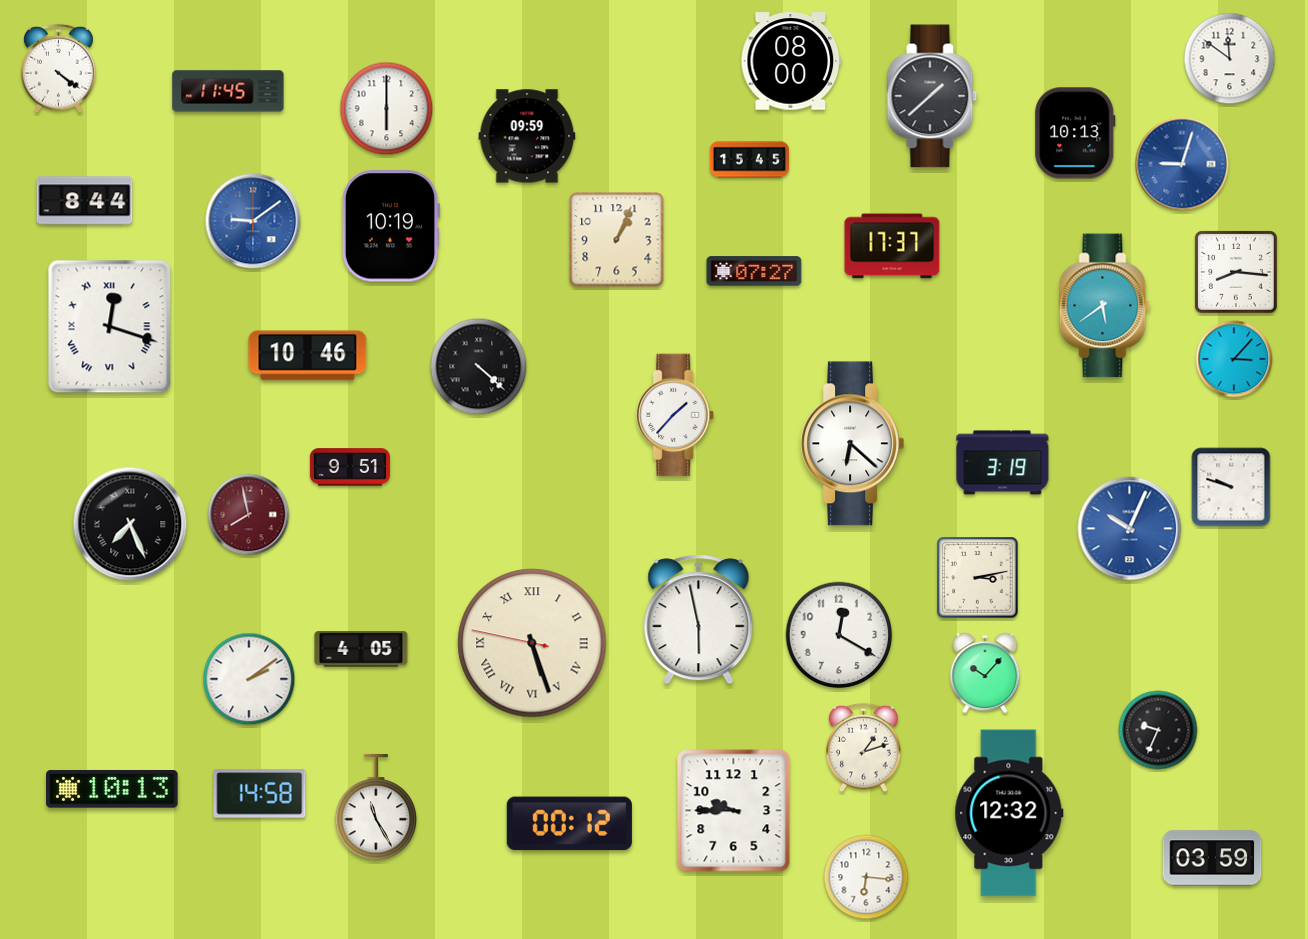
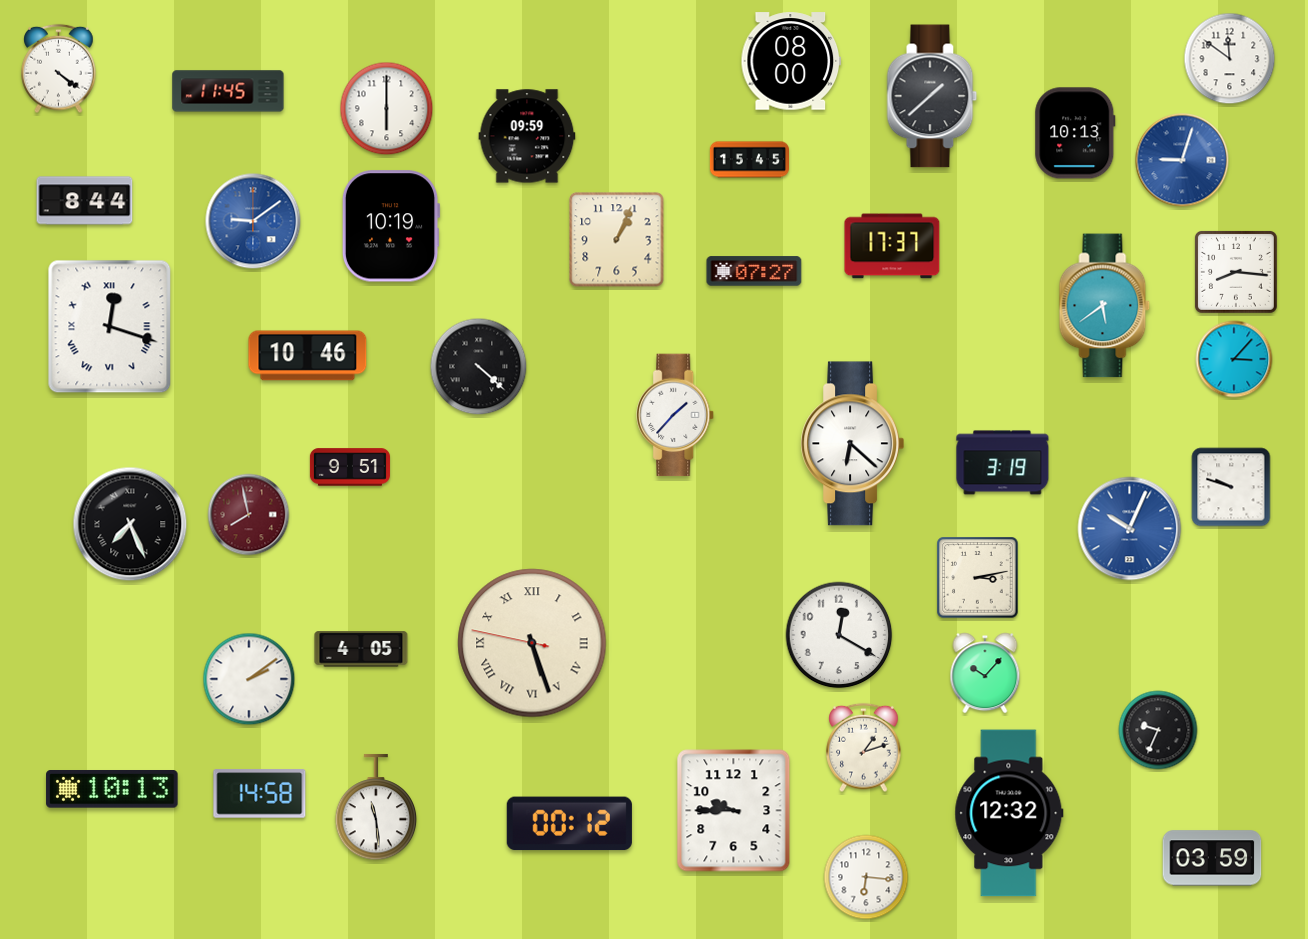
clock at (1182, 164) position: (1182, 164) -> (1182, 160)
clock at (699, 620): 5:58 -> none
clock at (376, 807): 11:25 -> 11:29
